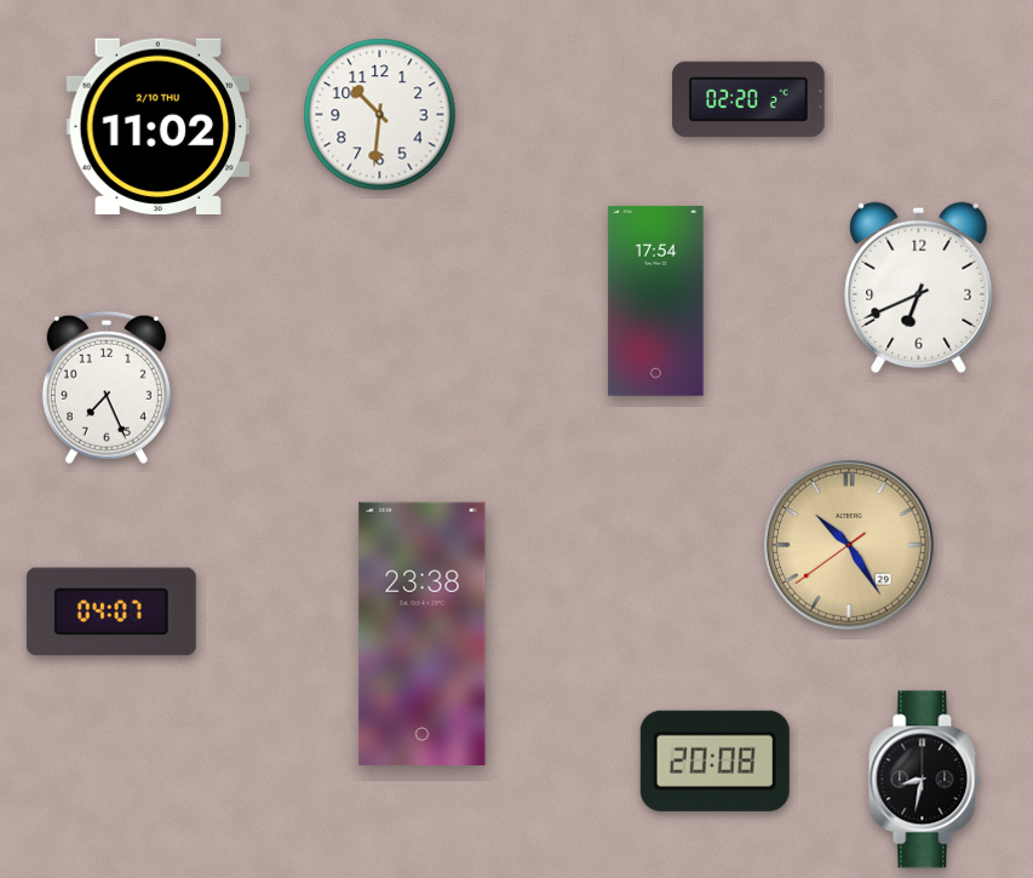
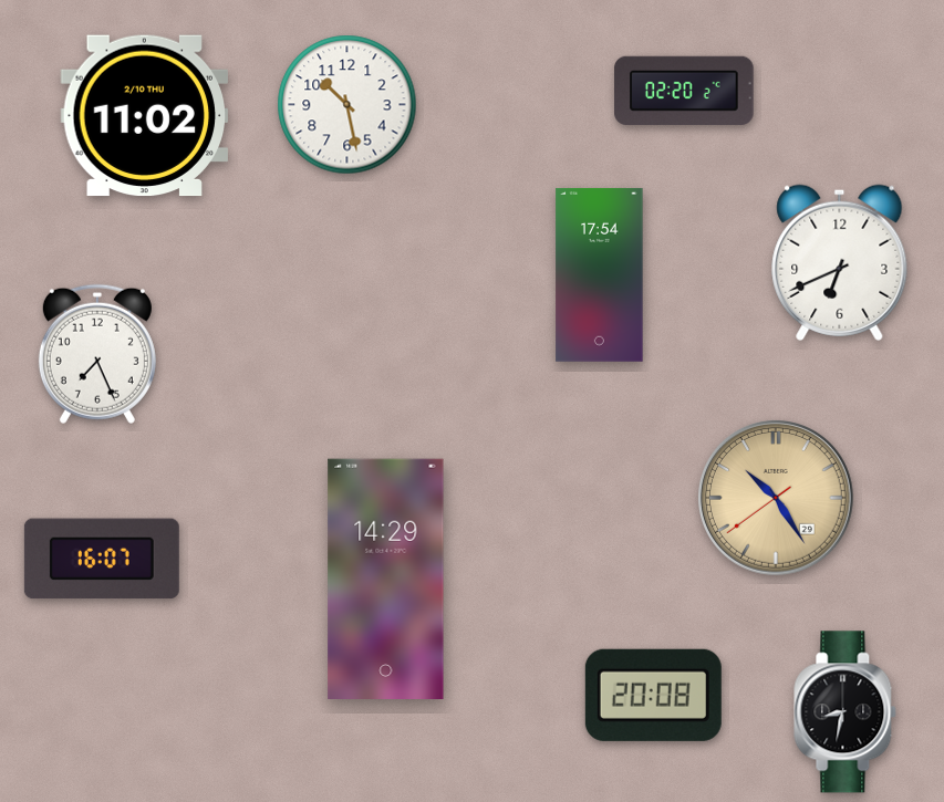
clock at (380, 115): 10:31 -> 10:28
clock at (111, 612): 04:07 -> 16:07
clock at (423, 633): 23:38 -> 14:29
